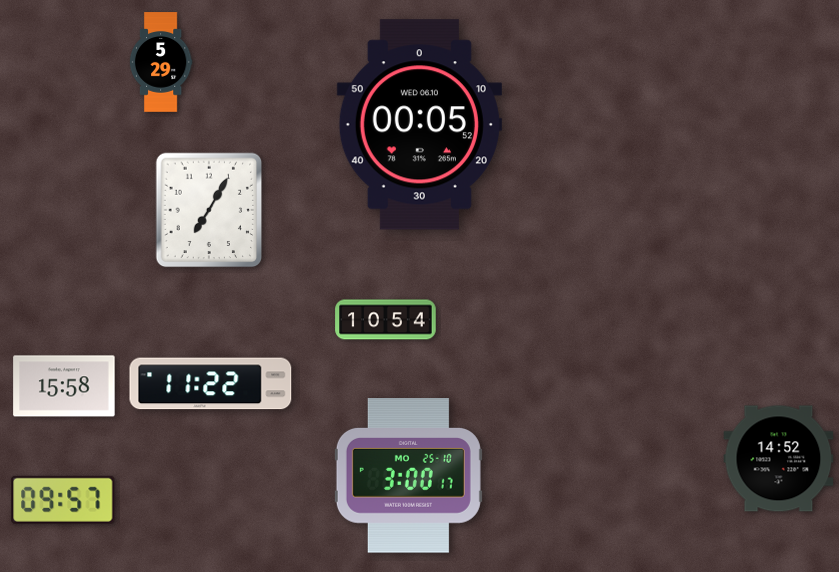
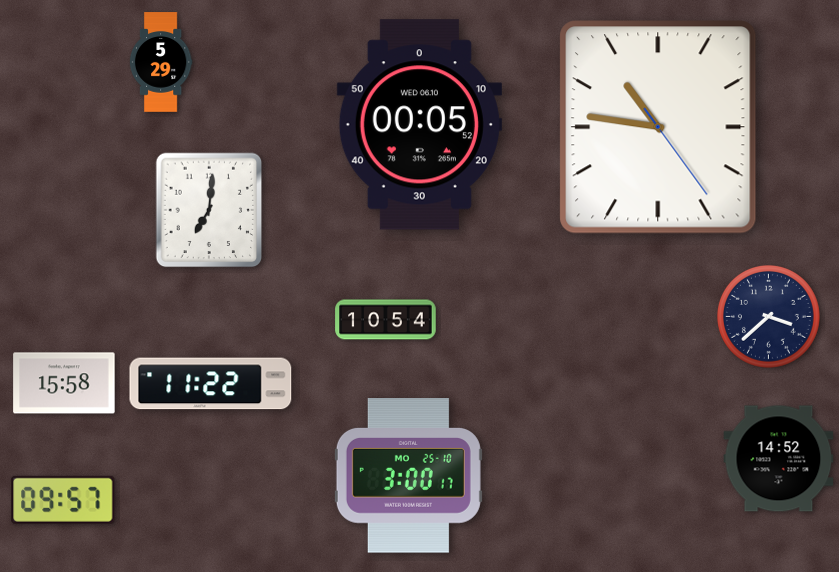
clock at (658, 127): none -> 10:46
clock at (209, 210): 7:05 -> 7:01
clock at (768, 316): none -> 3:38
clock at (64, 386) position: (64, 386) -> (64, 383)
